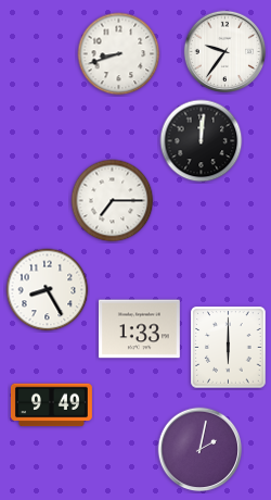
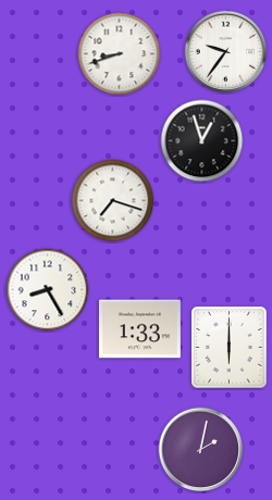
clock at (202, 141): 12:01 -> 12:57
clock at (113, 201): 7:15 -> 7:18
clock at (51, 405): 9:49 -> none
